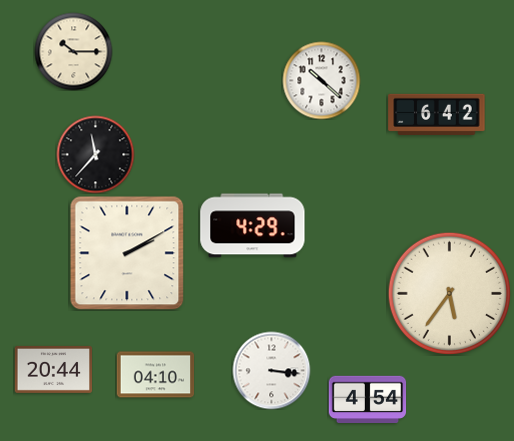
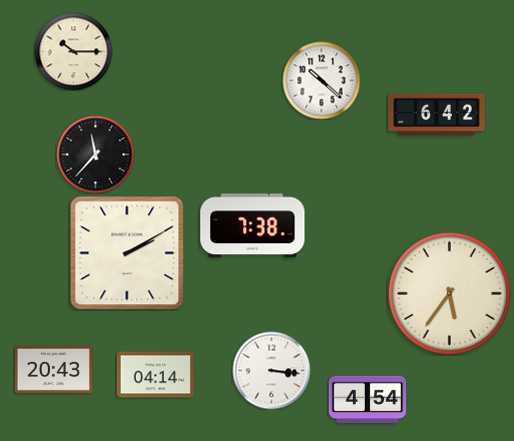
clock at (253, 226): 4:29 -> 7:38
clock at (53, 369): 20:44 -> 20:43
clock at (155, 375): 04:10 -> 04:14
